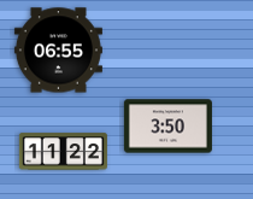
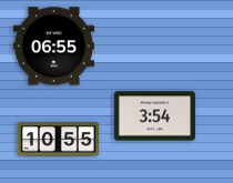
clock at (167, 127): 3:50 -> 3:54
clock at (63, 152): 11:22 -> 10:55
